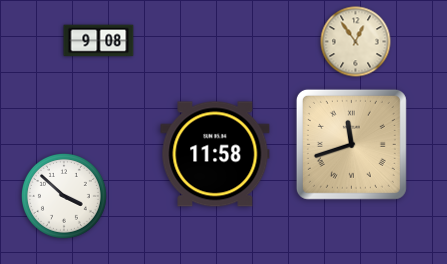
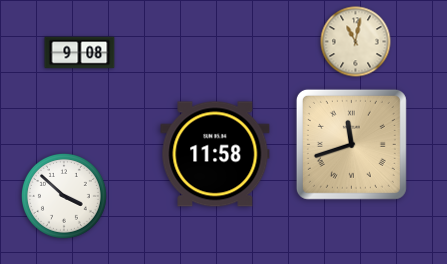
clock at (99, 41) position: (99, 41) -> (80, 53)
clock at (356, 42): 12:54 -> 11:02
